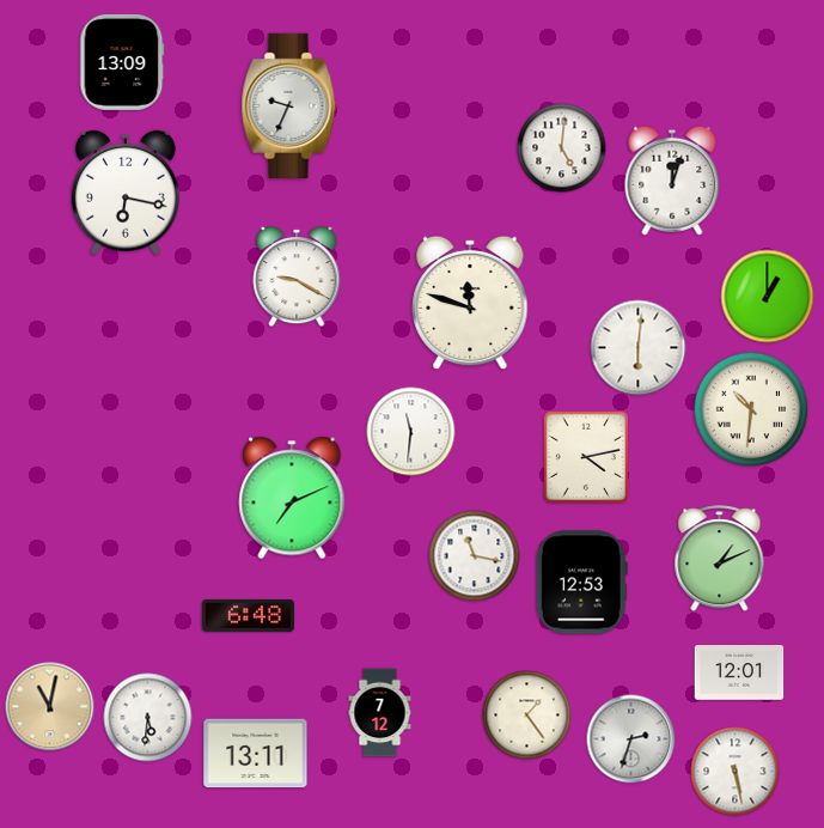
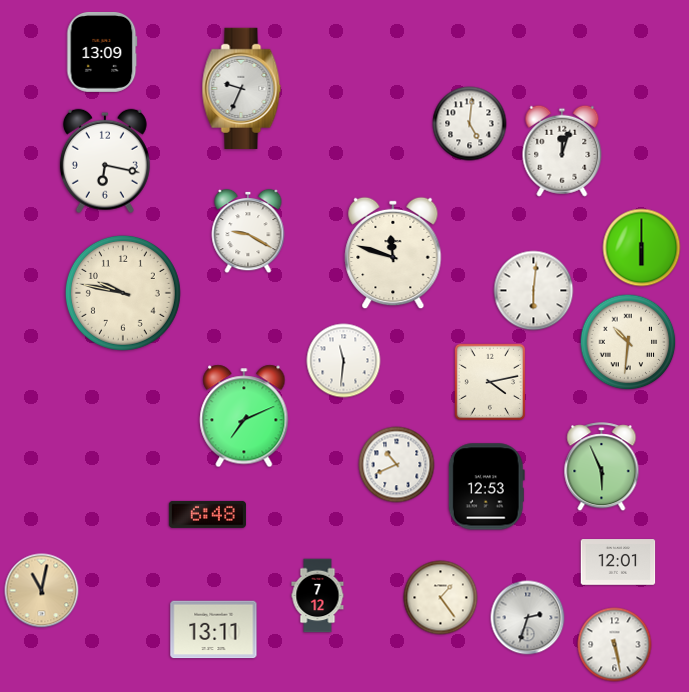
clock at (768, 297): 1:00 -> 6:00
clock at (123, 293): none -> 9:47
clock at (475, 556): 11:17 -> 10:41
clock at (720, 559): 1:11 -> 5:56
clock at (148, 718): 5:31 -> none
